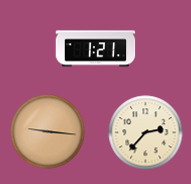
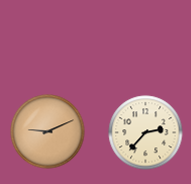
clock at (96, 49): 1:21 -> none
clock at (48, 132): 9:16 -> 9:11
